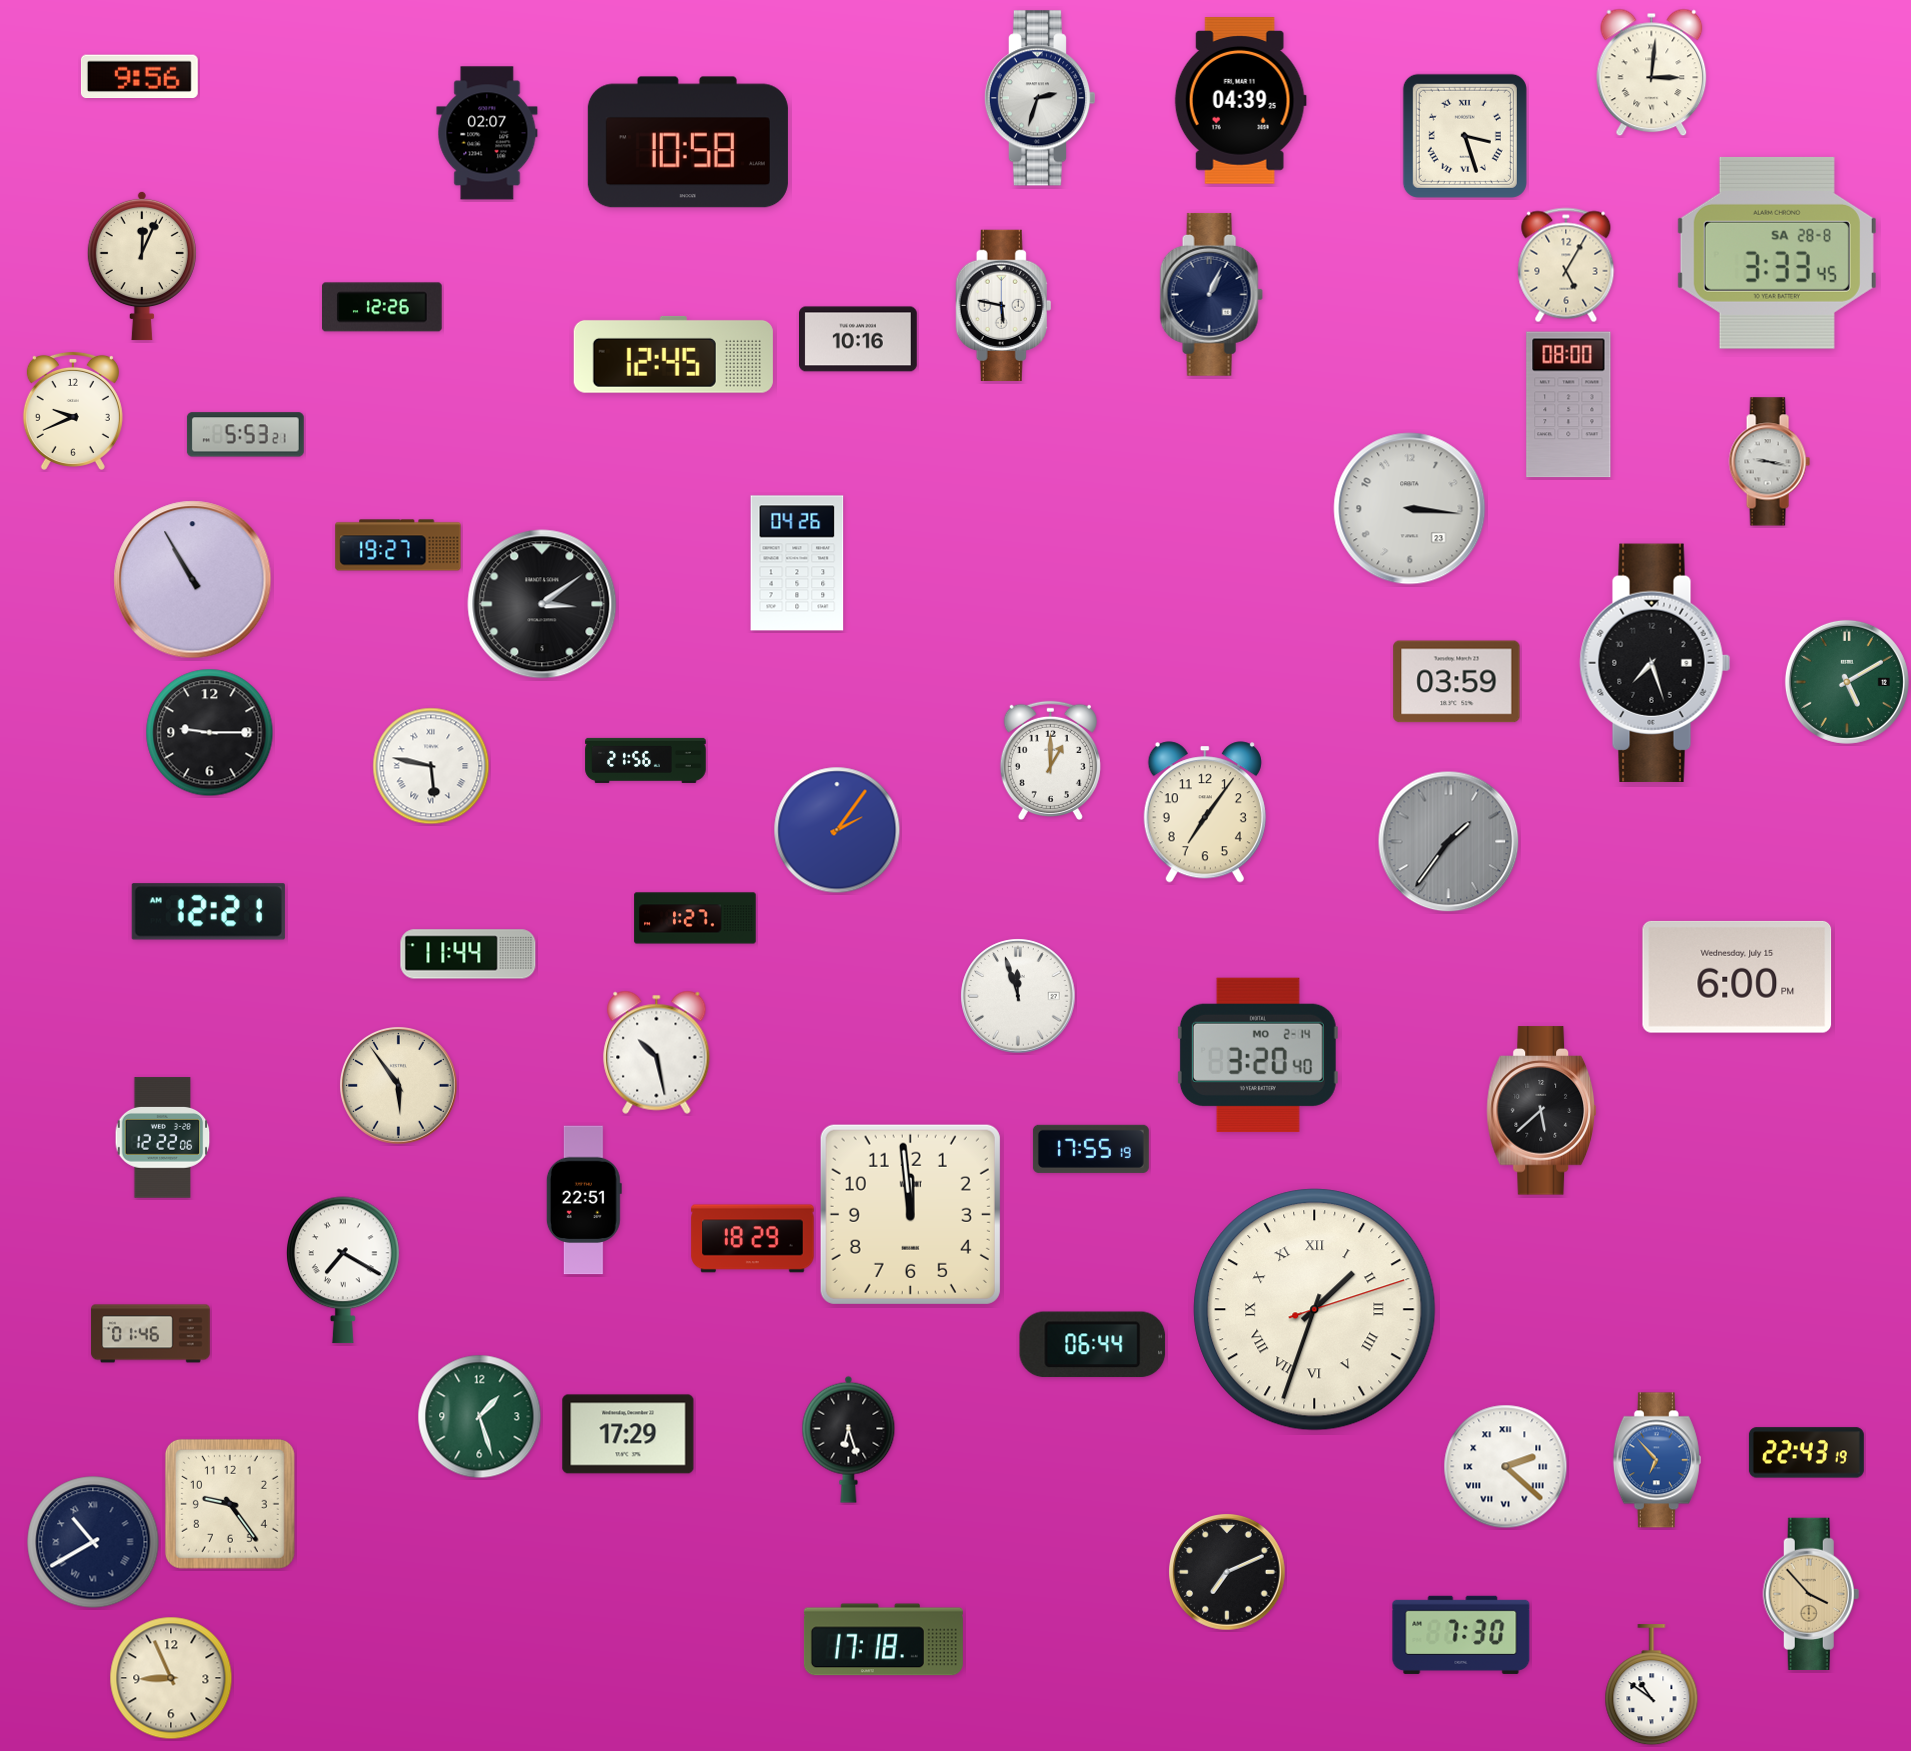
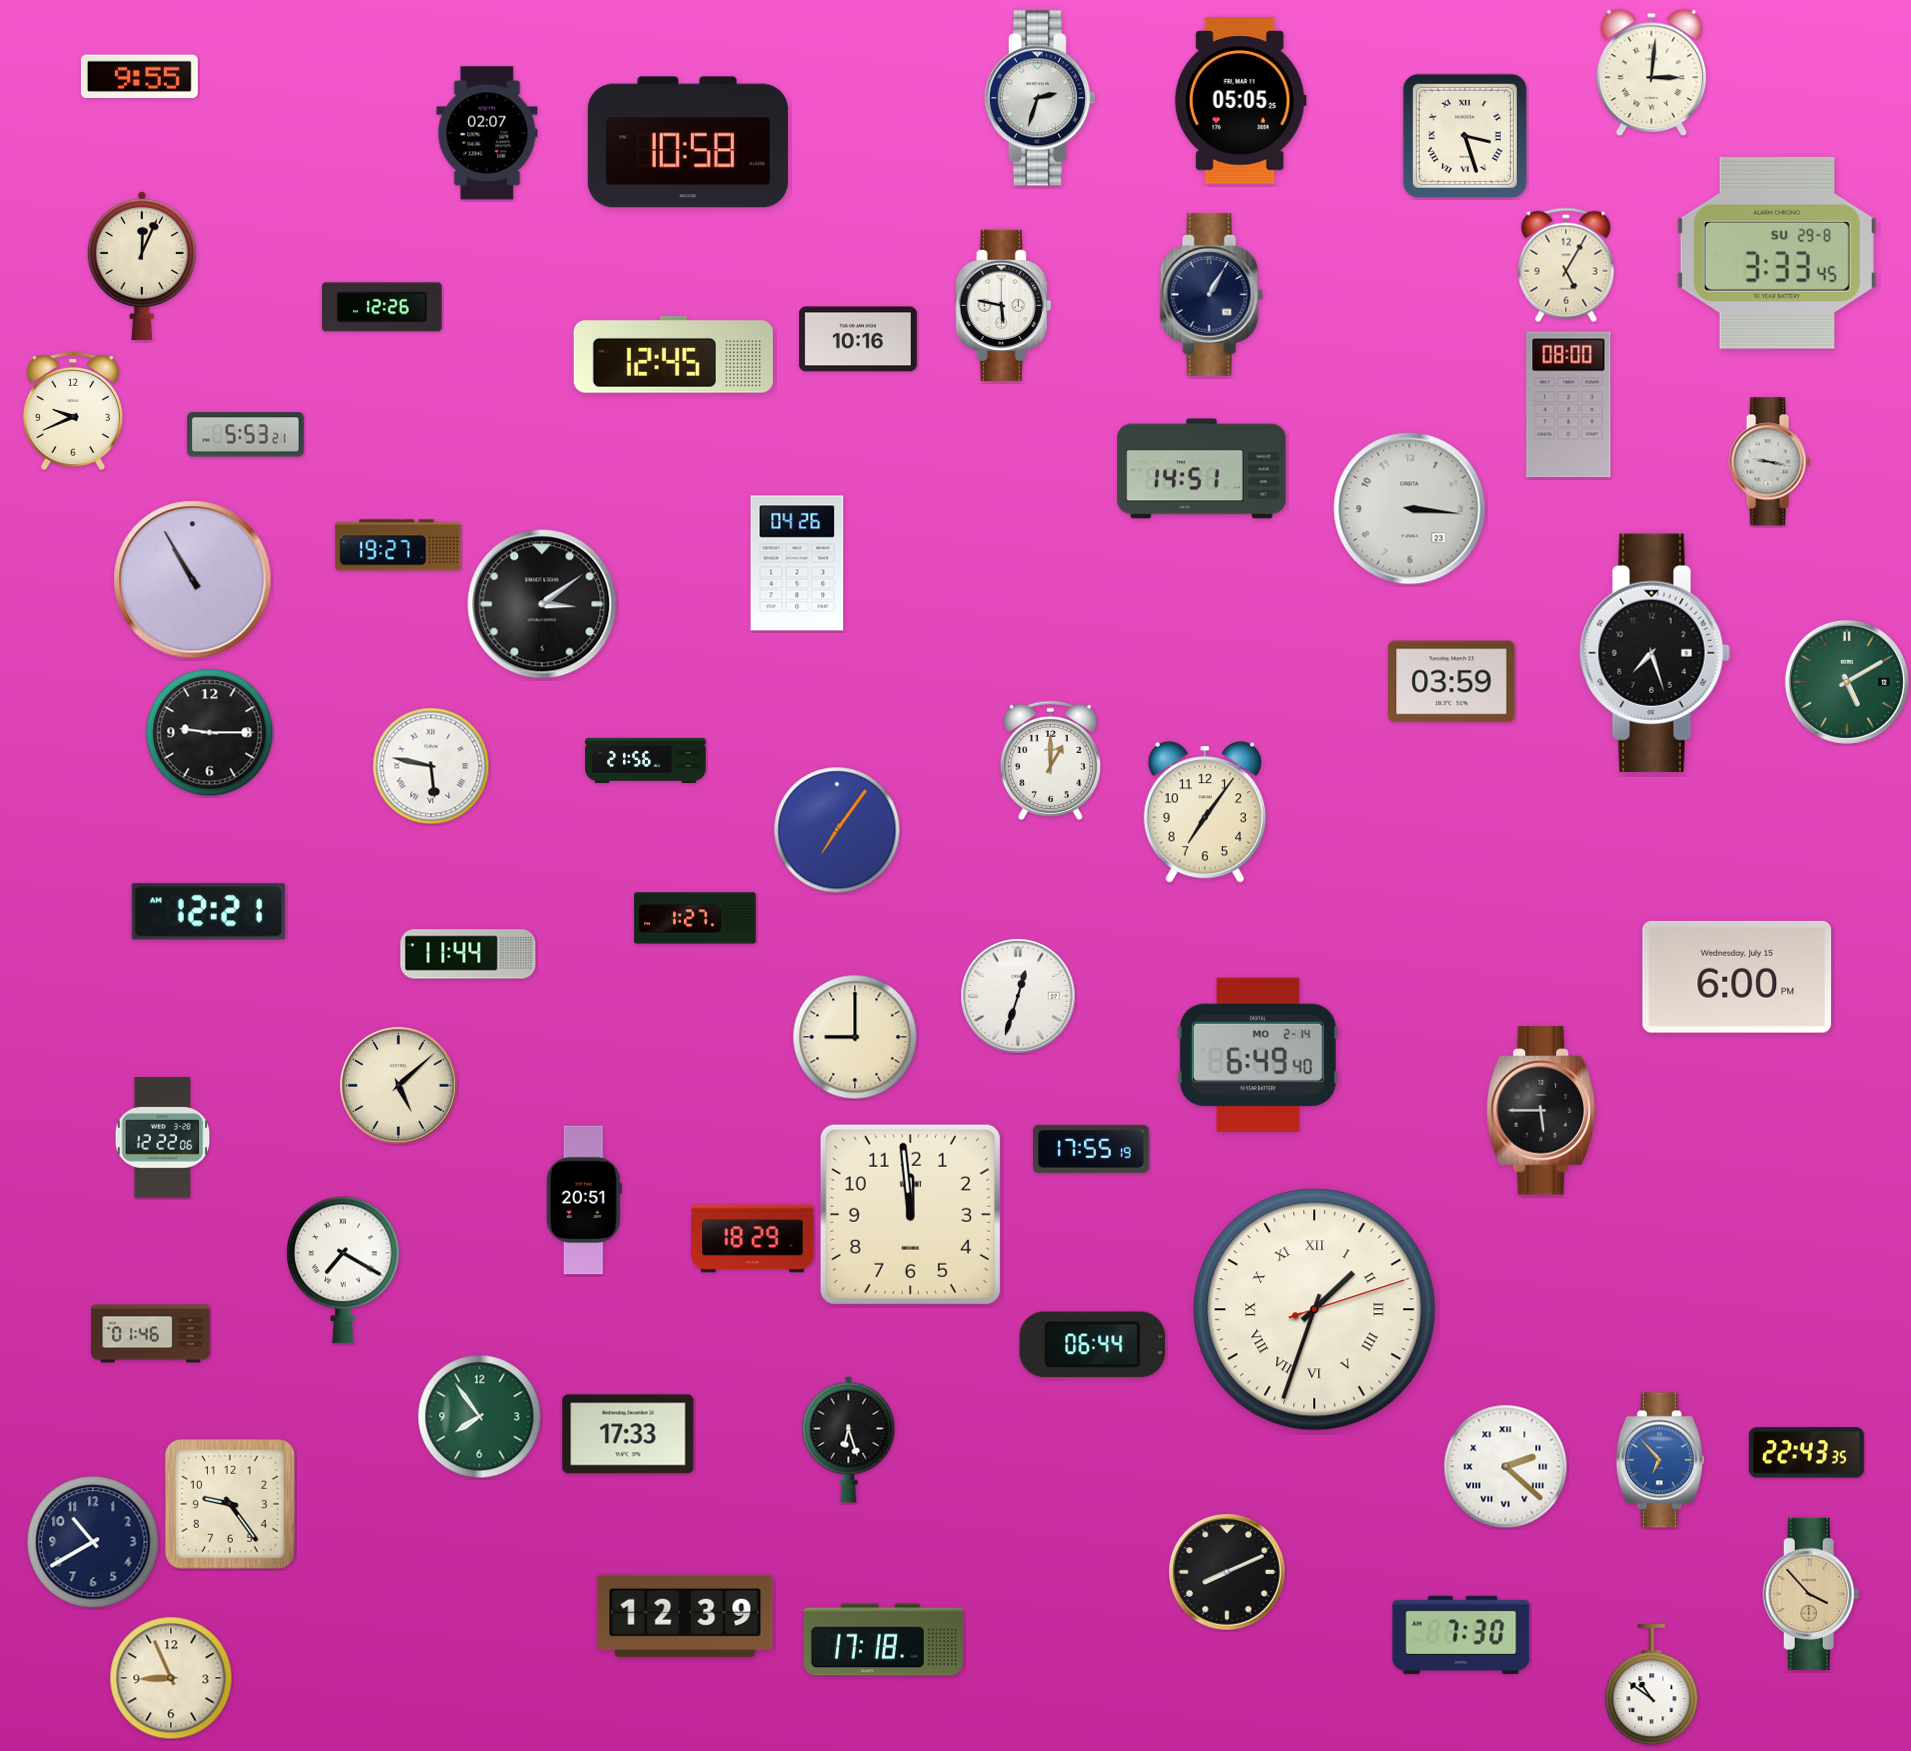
clock at (139, 77): 9:56 -> 9:55
clock at (1240, 101): 04:39 -> 05:05
clock at (1777, 253) date: SA 28-8 -> SU 29-8
clock at (1211, 294): 1:04 -> 1:05
clock at (1202, 469): none -> 14:51
clock at (1655, 663) position: (1655, 663) -> (1655, 653)
clock at (1457, 682) position: (1457, 682) -> (1452, 682)
clock at (837, 830): 2:06 -> 7:06
clock at (1449, 842): 1:36 -> none
clock at (1018, 996): 11:57 -> 12:33
clock at (855, 1037): none -> 9:00
clock at (657, 1052): 10:28 -> none
clock at (1258, 1055): 3:20 -> 6:49
clock at (399, 1086): 5:54 -> 5:08
clock at (1541, 1111): 5:38 -> 5:45
clock at (584, 1200): 22:51 -> 20:51
clock at (480, 1417): 1:27 -> 7:54
clock at (628, 1434): 17:29 -> 17:33
clock at (1806, 1453): 22:43:19 -> 22:43:35
clock at (1657, 1460) position: (1657, 1460) -> (1660, 1460)
clock at (93, 1542) numerals: Roman -> Arabic
clock at (1227, 1572): 7:11 -> 8:11
clock at (685, 1616): none -> 12:39
